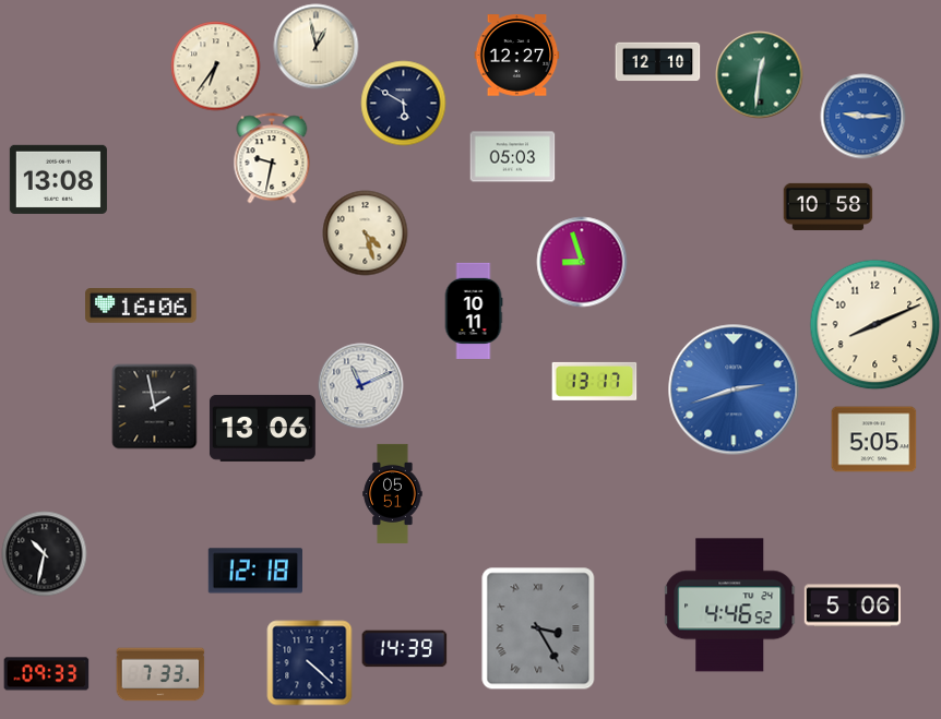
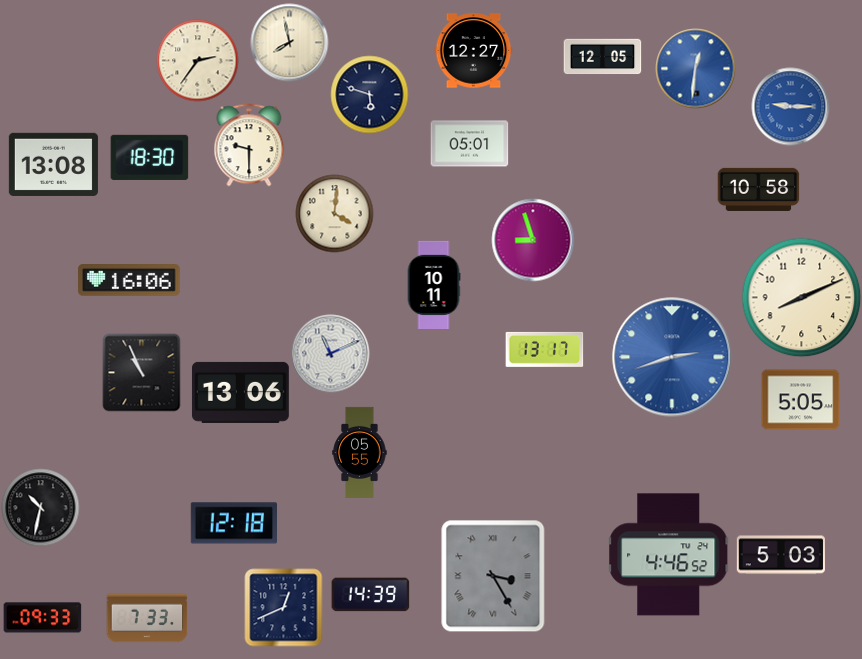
clock at (315, 46): 12:58 -> 7:58
clock at (657, 62): 12:10 -> 12:05
clock at (215, 65): 6:36 -> 2:36
clock at (759, 74) dial: green -> blue
clock at (403, 103): 5:50 -> 5:48
clock at (512, 157): 05:03 -> 05:01
clock at (272, 158): 9:32 -> 9:30
clock at (149, 157): none -> 18:30
clock at (365, 232): 4:27 -> 4:01
clock at (154, 406): 1:58 -> 10:56
clock at (873, 440) position: (873, 440) -> (800, 400)
clock at (393, 493): 05:51 -> 05:55
clock at (853, 606): 5:06 -> 5:03
clock at (309, 662): 4:22 -> 12:41
